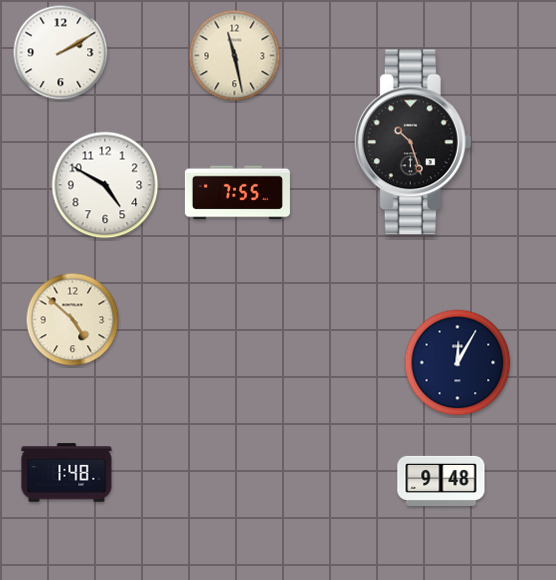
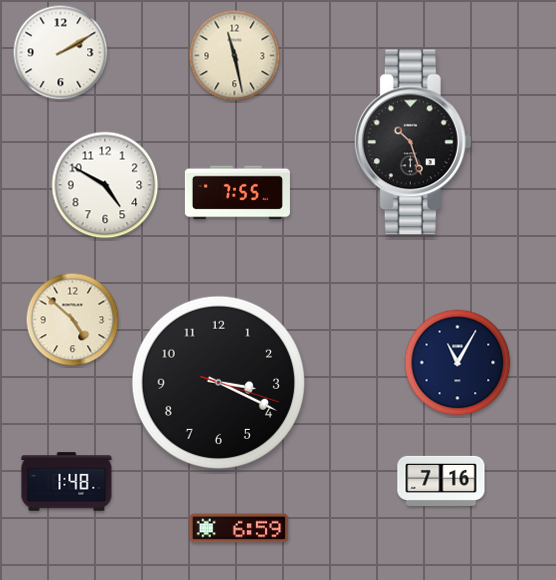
clock at (458, 363): 12:05 -> 11:05
clock at (218, 382): none -> 3:19
clock at (67, 473) position: (67, 473) -> (67, 482)
clock at (441, 481): 9:48 -> 7:16
clock at (239, 528): none -> 6:59
